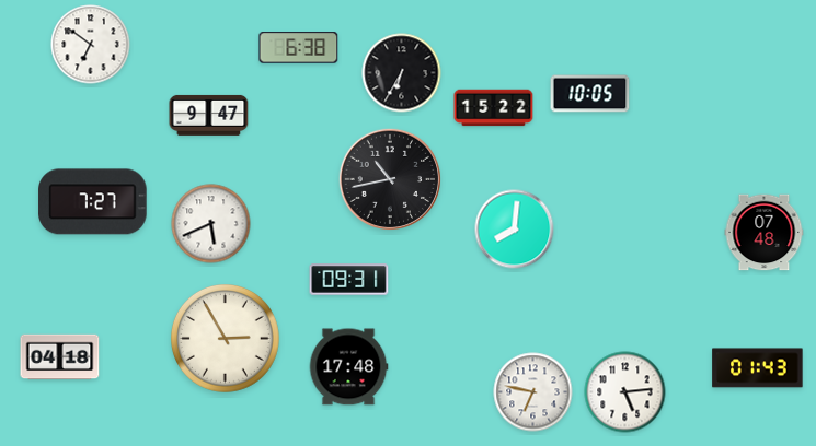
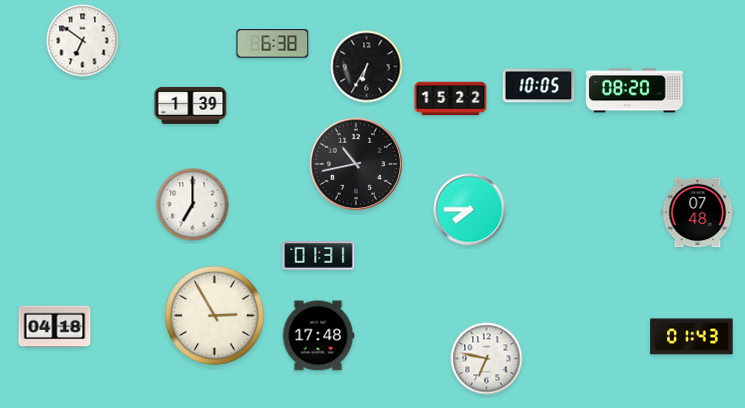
clock at (634, 91): none -> 08:20
clock at (209, 115): 9:47 -> 1:39
clock at (93, 202): 7:27 -> none
clock at (211, 224): 5:41 -> 7:00
clock at (515, 230): 8:01 -> 7:45
clock at (349, 280): 09:31 -> 01:31
clock at (226, 339) position: (226, 339) -> (215, 316)
clock at (625, 392): 5:14 -> none
